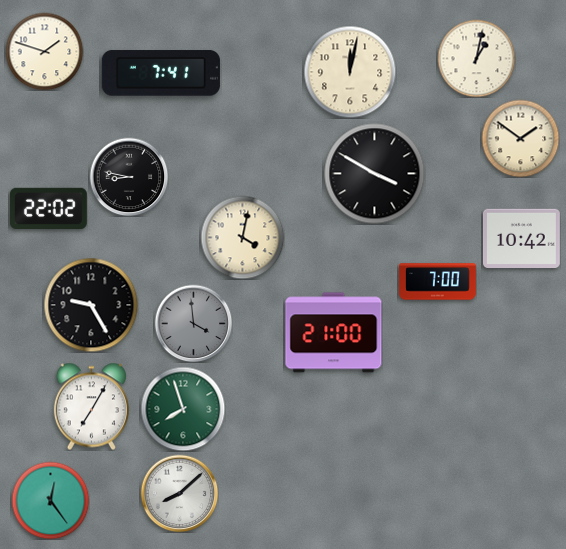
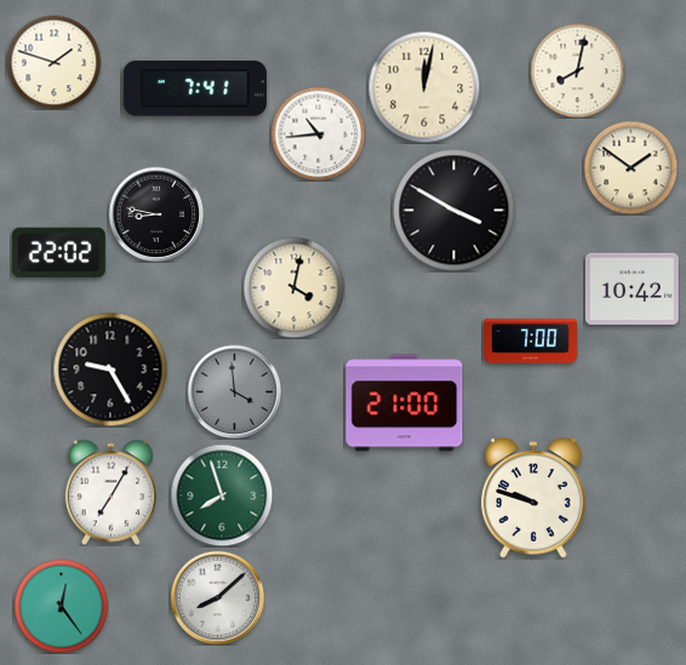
clock at (476, 58): 1:02 -> 8:02
clock at (318, 133): none -> 10:44
clock at (534, 498): none -> 9:48
